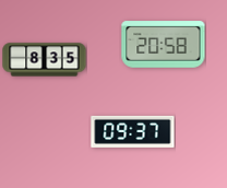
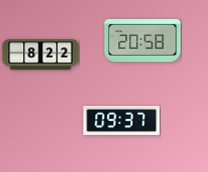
clock at (164, 45) position: (164, 45) -> (143, 41)
clock at (45, 60): 8:35 -> 8:22
